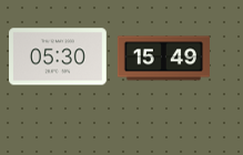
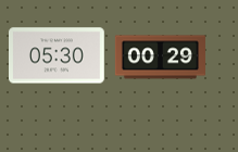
clock at (163, 59): 15:49 -> 00:29
